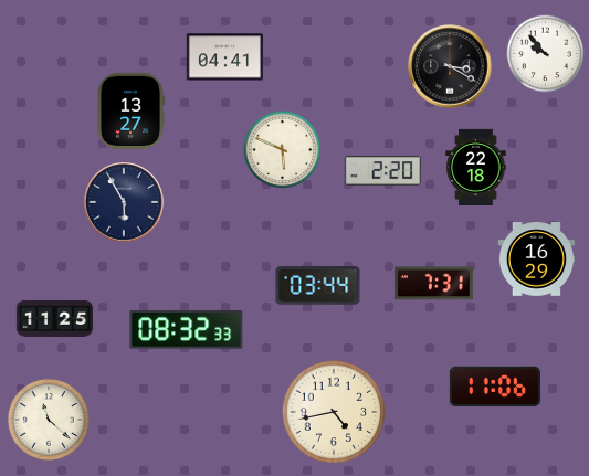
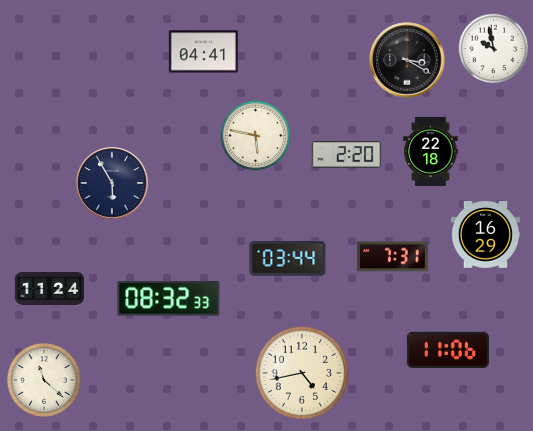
clock at (546, 54): 9:53 -> 9:58
clock at (132, 110): 13:27 -> none
clock at (283, 150): 5:49 -> 5:47
clock at (54, 318): 11:25 -> 11:24
